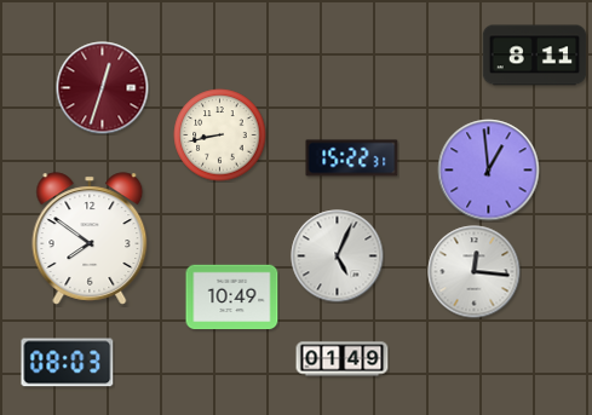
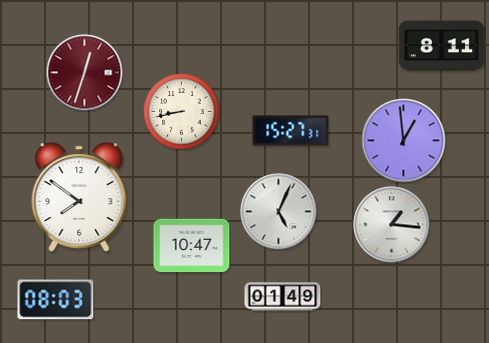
clock at (352, 158): 15:22 -> 15:27
clock at (90, 238) position: (90, 238) -> (79, 197)
clock at (475, 272): 12:16 -> 1:16
clock at (232, 298): 10:49 -> 10:47
